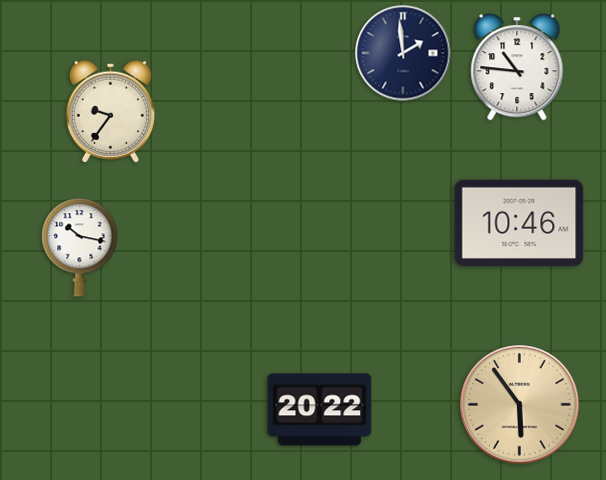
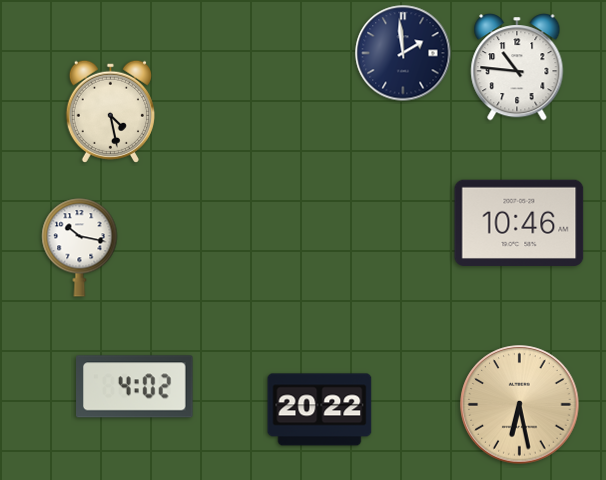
clock at (110, 111): 9:36 -> 4:28
clock at (135, 387): none -> 4:02
clock at (520, 405): 5:54 -> 6:28
